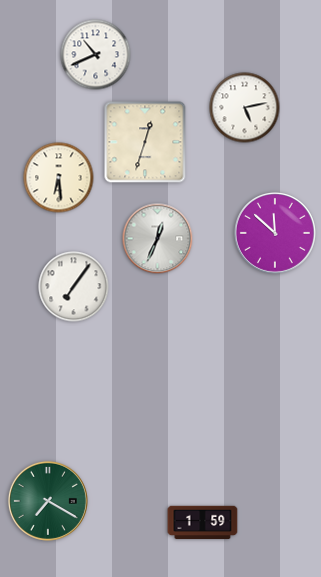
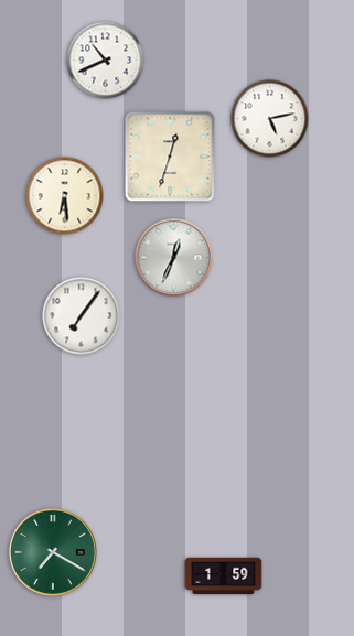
clock at (145, 142) position: (145, 142) -> (170, 157)
clock at (275, 233): 11:52 -> none
clock at (158, 239) position: (158, 239) -> (174, 258)
